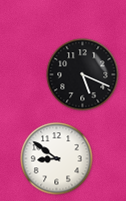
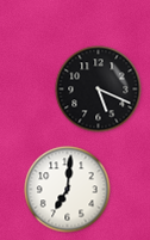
clock at (57, 159): 8:51 -> 7:01
